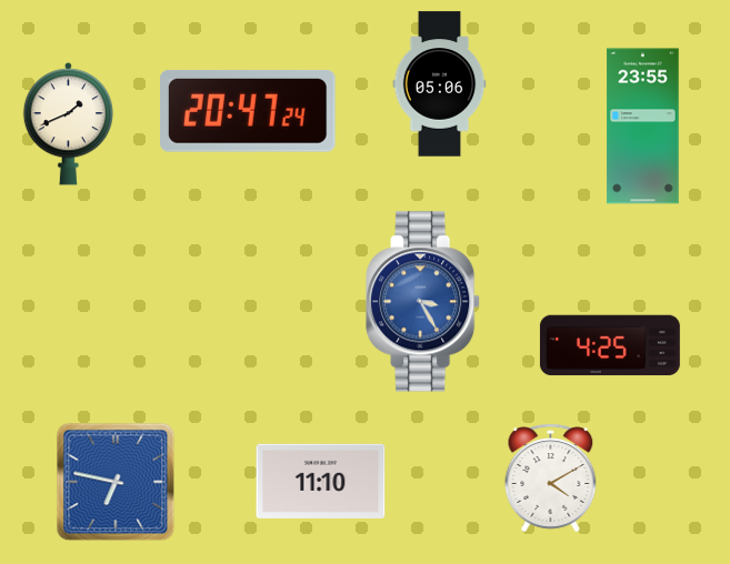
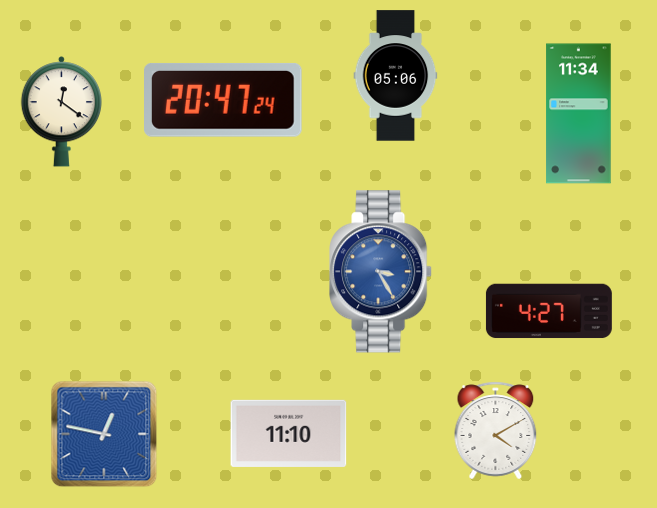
clock at (69, 124): 1:41 -> 12:21
clock at (643, 127): 23:55 -> 11:34
clock at (610, 345): 4:25 -> 4:27
clock at (116, 482): 6:47 -> 12:47
